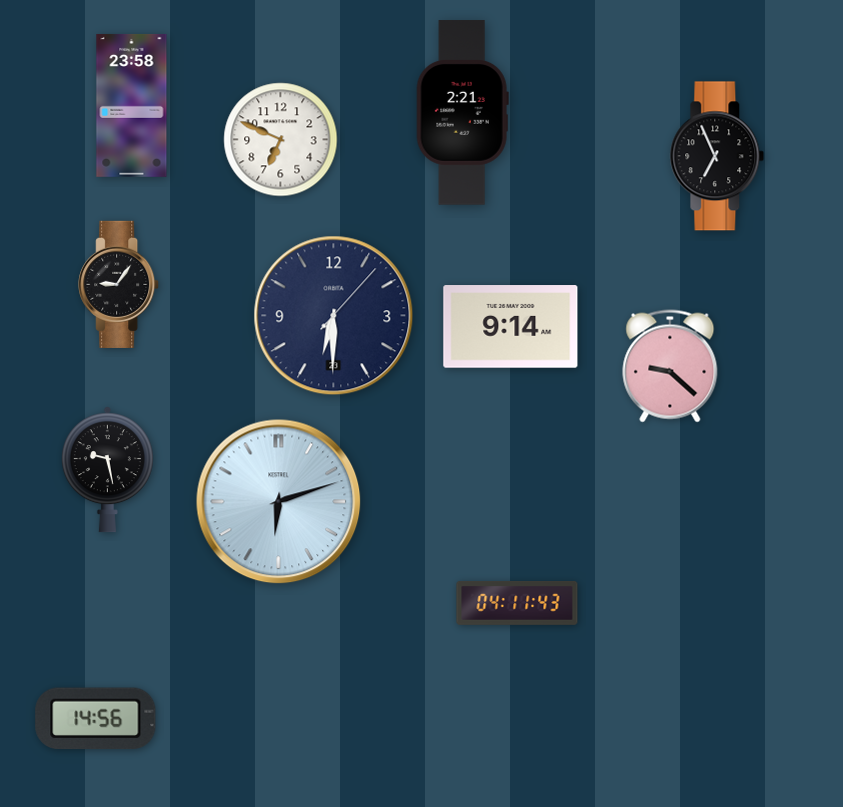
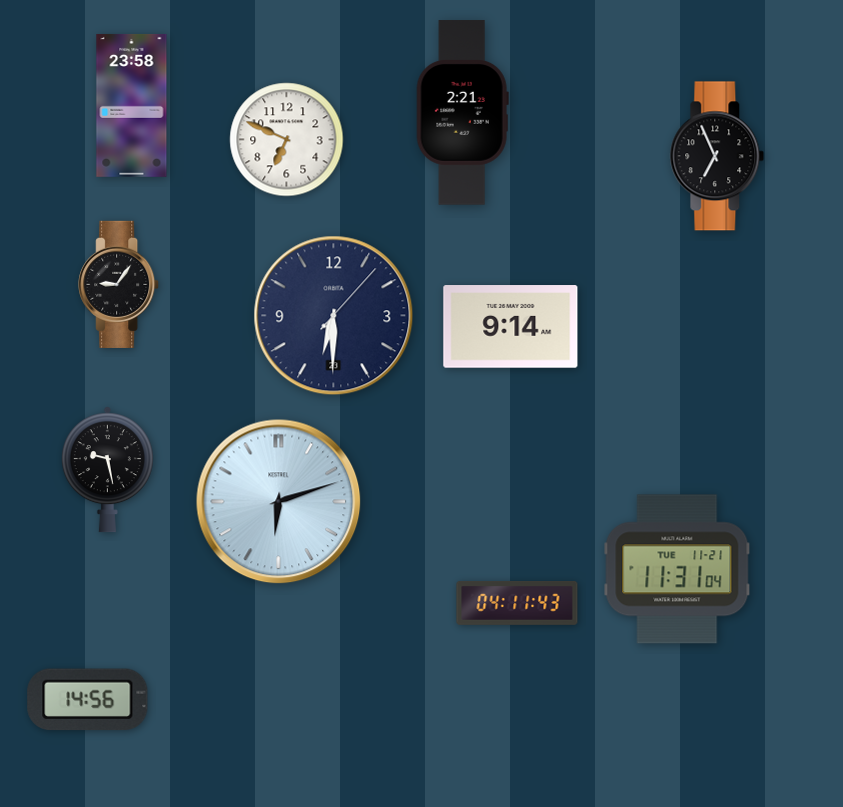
clock at (281, 140) position: (281, 140) -> (287, 140)
clock at (670, 366): 9:22 -> none
clock at (677, 569): none -> 11:31
clock at (96, 719) position: (96, 719) -> (88, 700)
